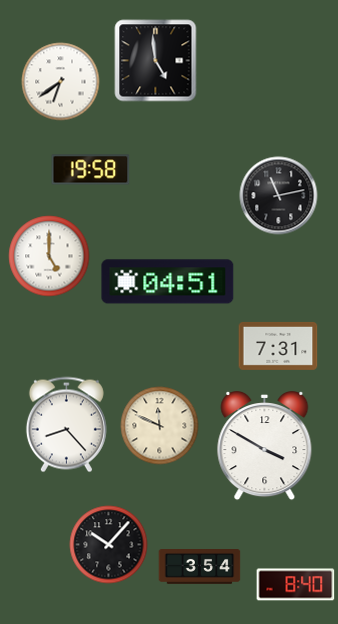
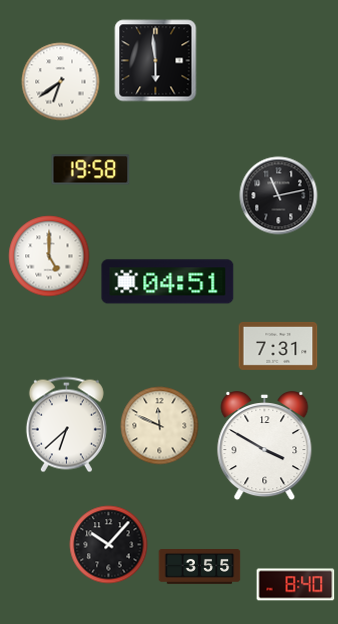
clock at (155, 60): 4:59 -> 5:59
clock at (66, 424): 8:23 -> 6:38
clock at (199, 567): 3:54 -> 3:55
